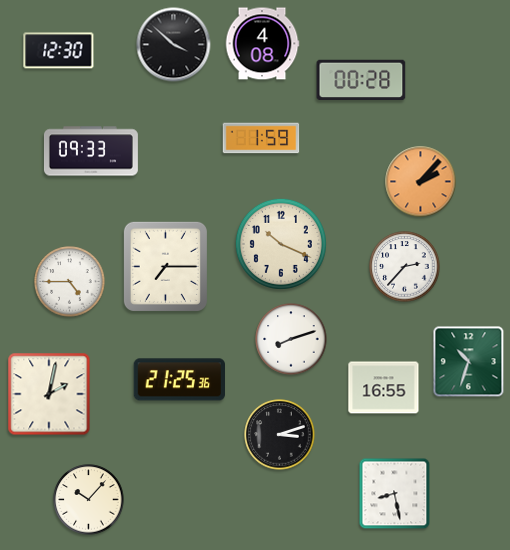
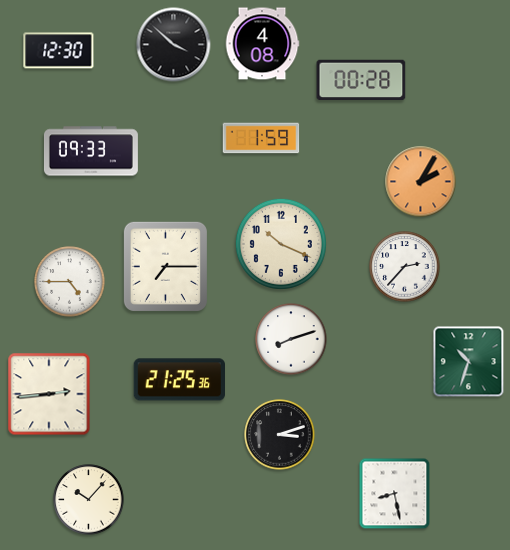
clock at (421, 182): 2:07 -> 2:05
clock at (384, 388): 16:55 -> none
clock at (49, 394): 2:02 -> 2:44
